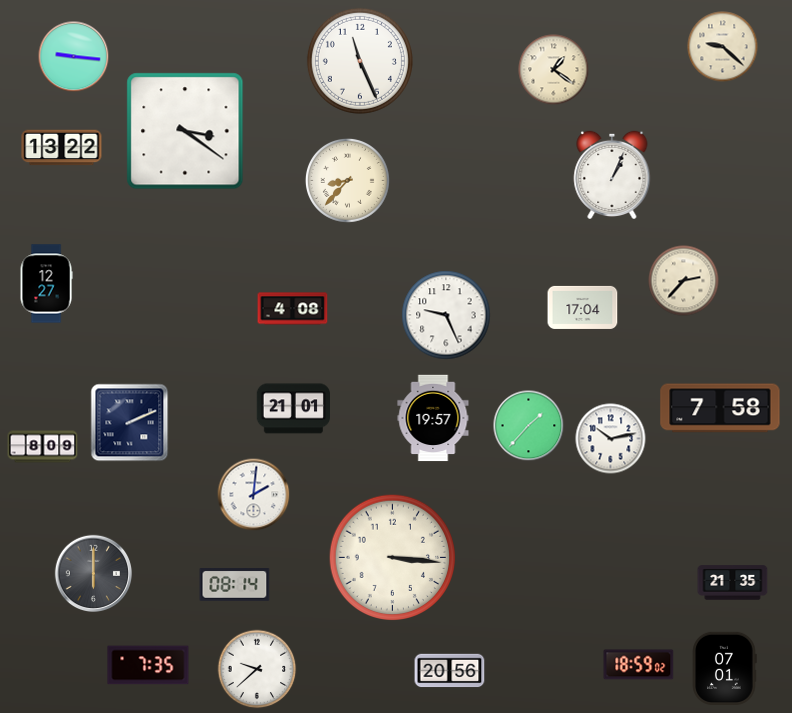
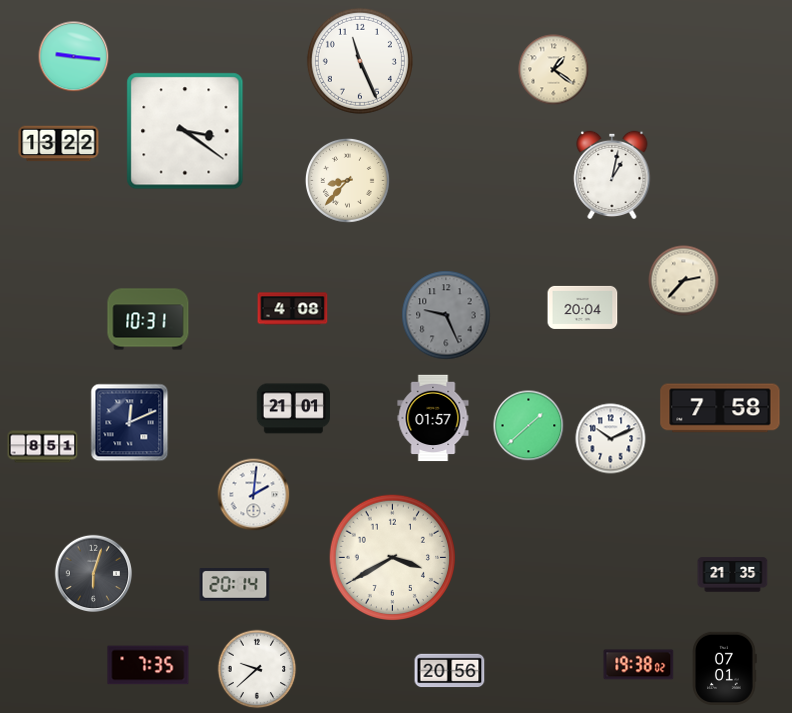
clock at (723, 47): 9:22 -> none
clock at (62, 148) position: (62, 148) -> (59, 144)
clock at (612, 174): 1:04 -> 1:02
clock at (46, 284): 12:27 -> none
clock at (583, 307): 17:04 -> 20:04
clock at (446, 315) dial: white -> grey
clock at (148, 319): none -> 10:31
clock at (433, 418): 19:57 -> 01:57
clock at (130, 423): 2:11 -> 12:11
clock at (529, 426): 1:37 -> 1:38
clock at (611, 439): 10:13 -> 10:11
clock at (43, 447): 8:09 -> 8:51
clock at (393, 558): 3:16 -> 3:40
clock at (93, 573): 6:00 -> 6:03
clock at (733, 583) position: (733, 583) -> (733, 575)
clock at (235, 585): 08:14 -> 20:14
clock at (639, 665): 18:59 -> 19:38
